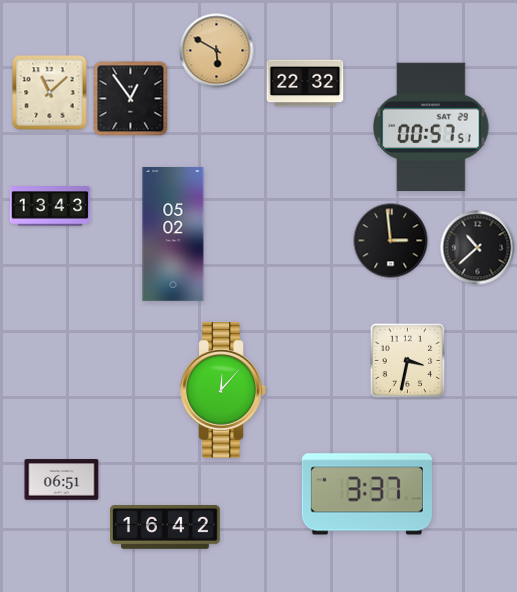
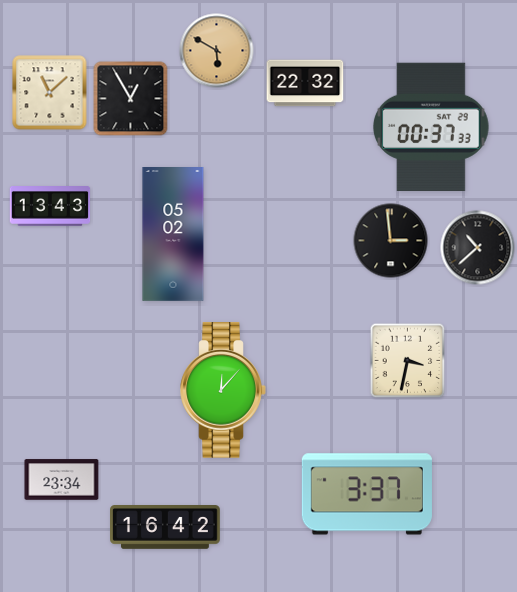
clock at (131, 99): 12:54 -> 12:55
clock at (432, 126): 00:57 -> 00:37
clock at (62, 480): 06:51 -> 23:34
